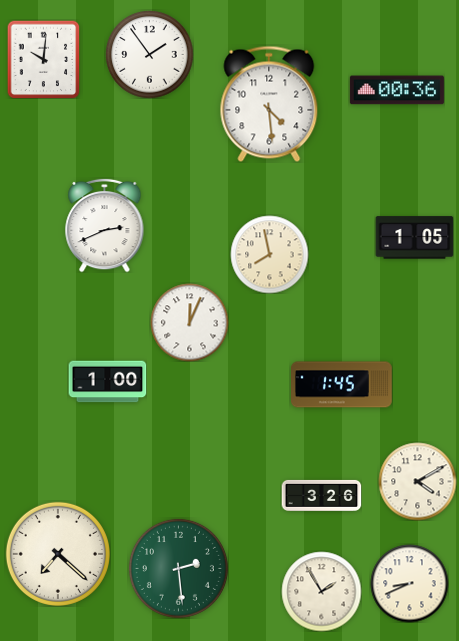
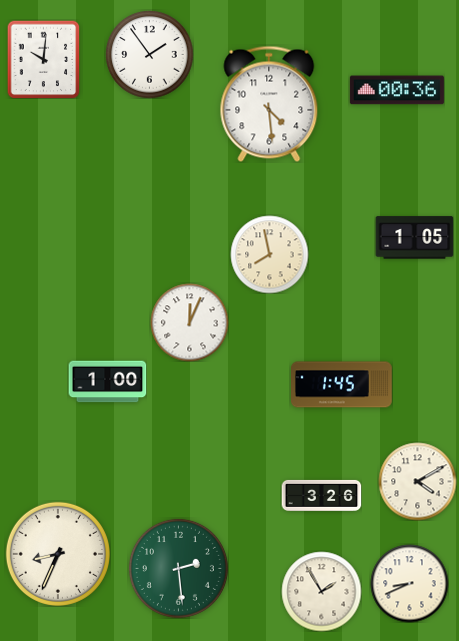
clock at (105, 225): 2:41 -> none
clock at (58, 554): 7:22 -> 8:34
